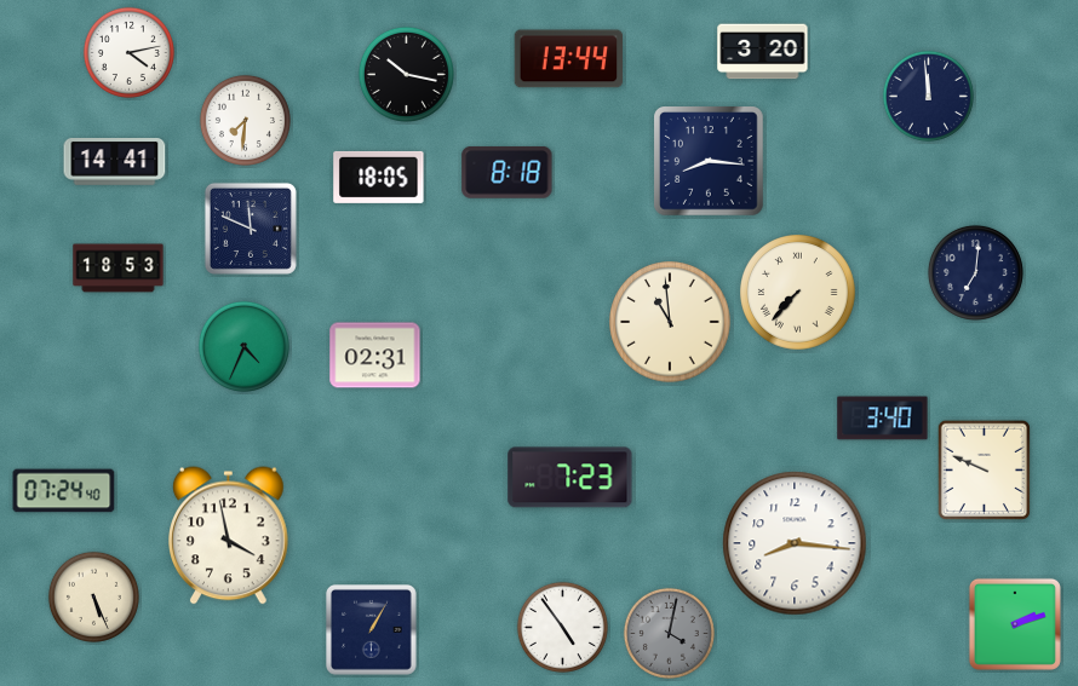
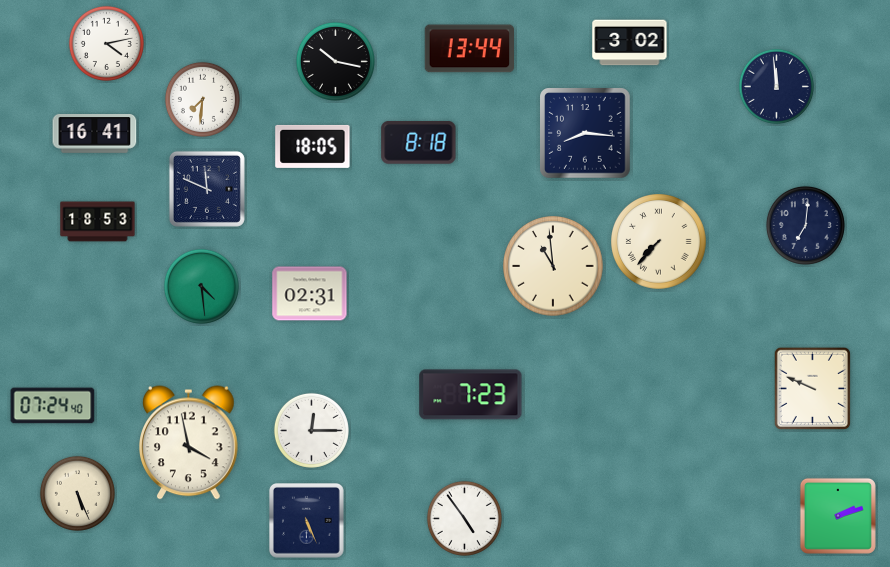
clock at (763, 52): 3:20 -> 3:02
clock at (928, 96) position: (928, 96) -> (776, 86)
clock at (115, 162): 14:41 -> 16:41
clock at (243, 346): 4:34 -> 4:29
clock at (883, 419): 3:40 -> none
clock at (311, 430): none -> 12:15
clock at (795, 543): 8:16 -> none
clock at (372, 630): 1:05 -> 5:26
clock at (669, 633): 4:02 -> none
